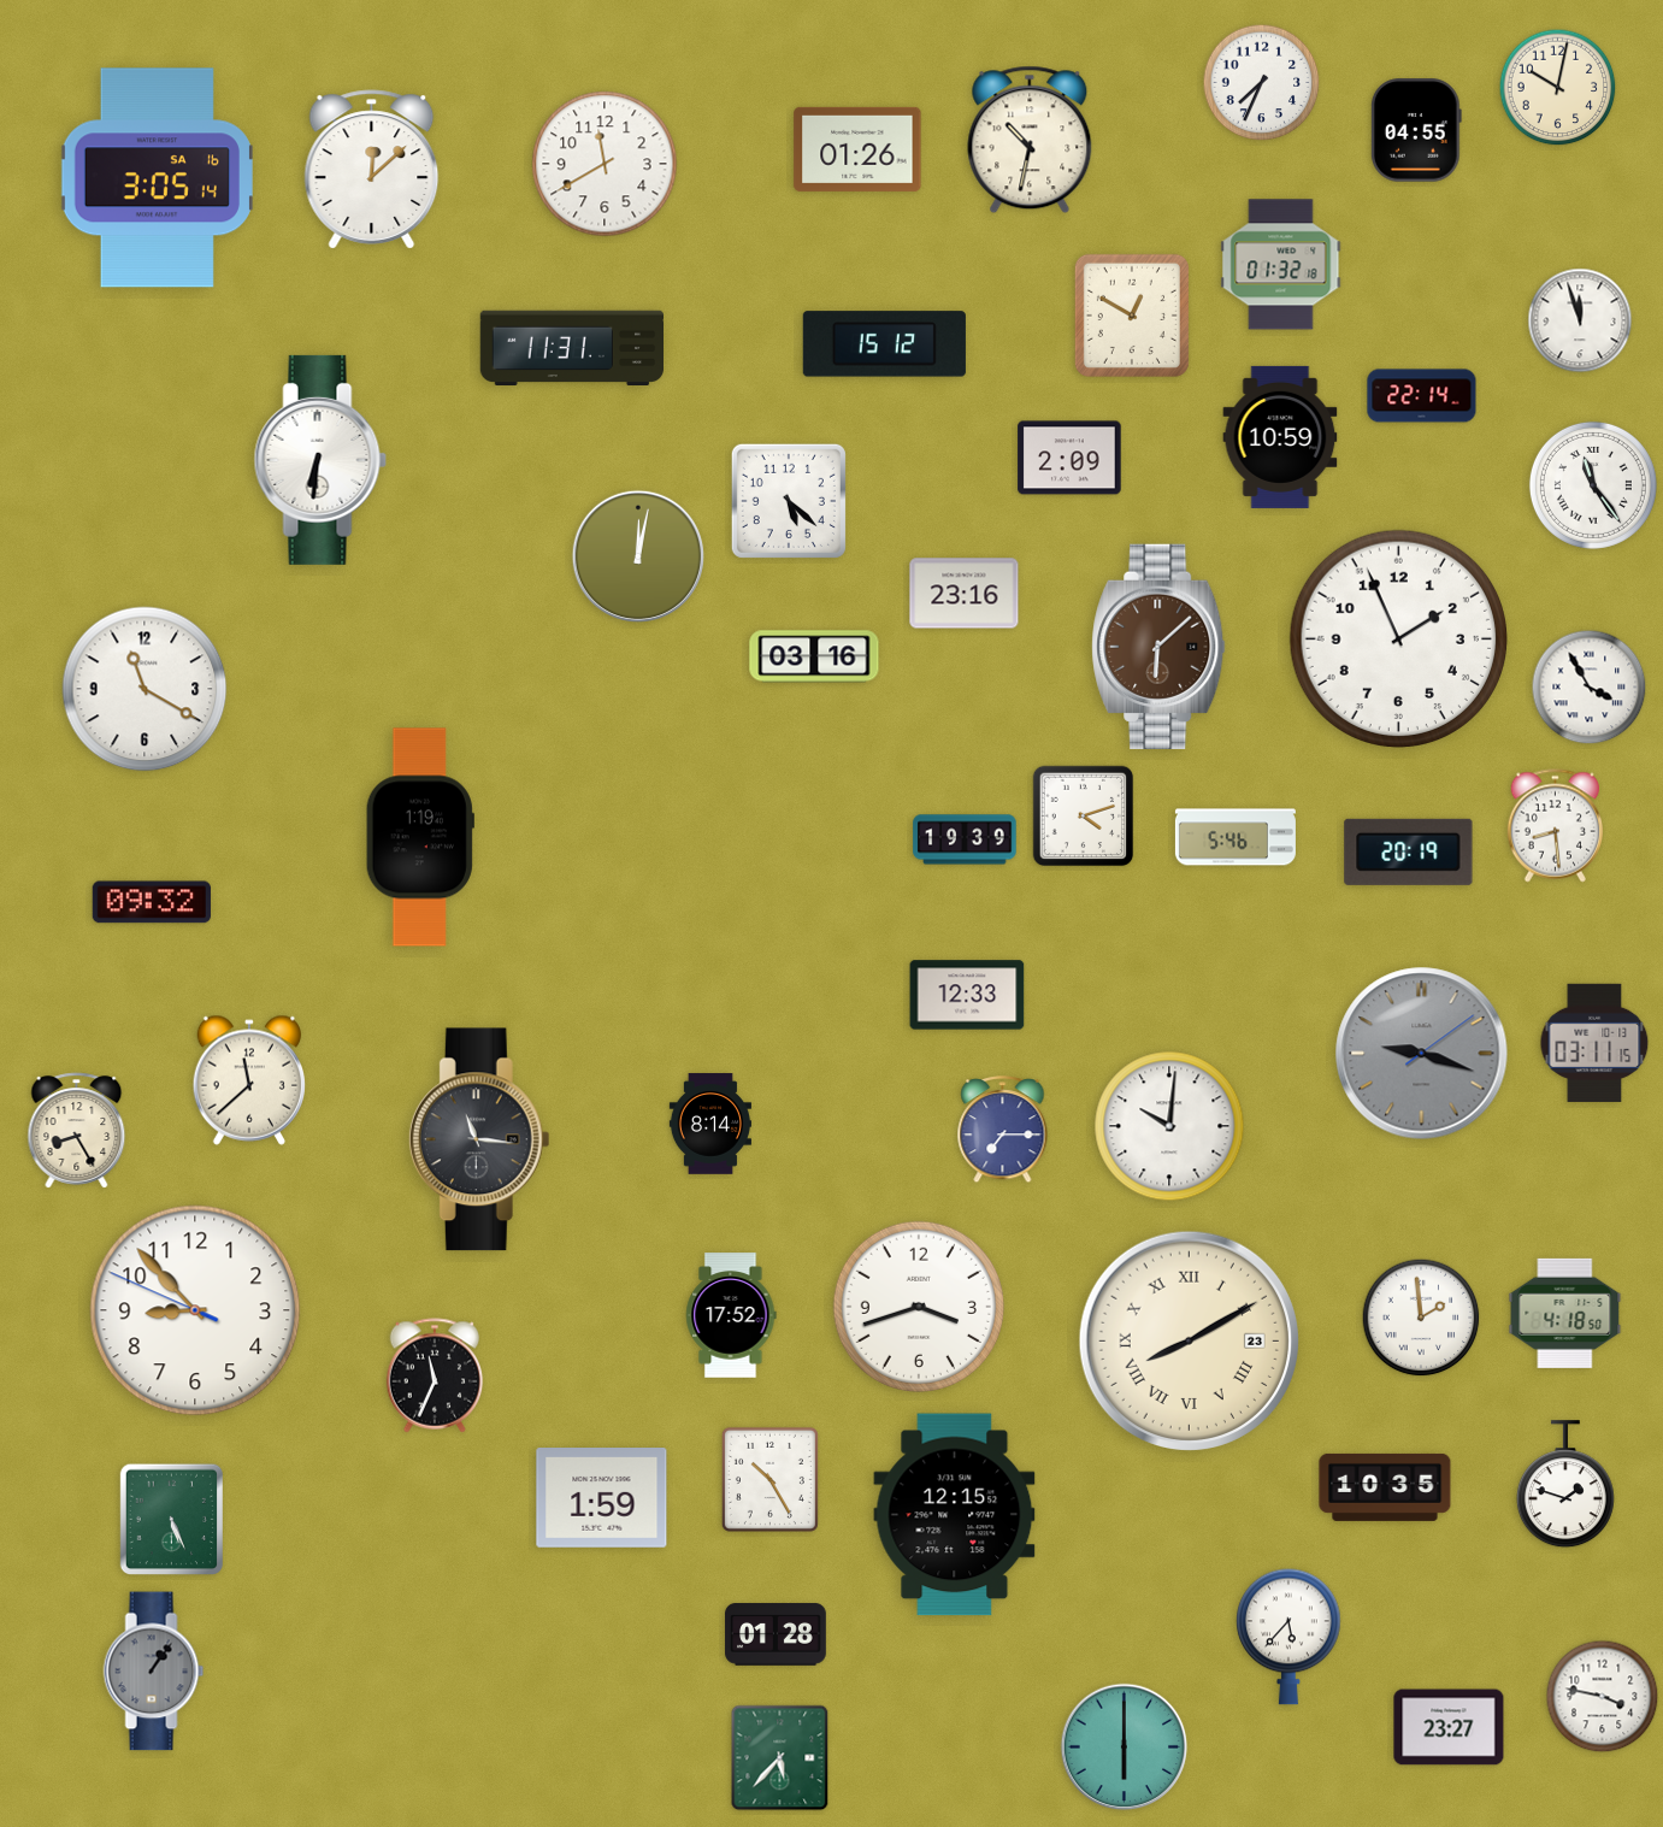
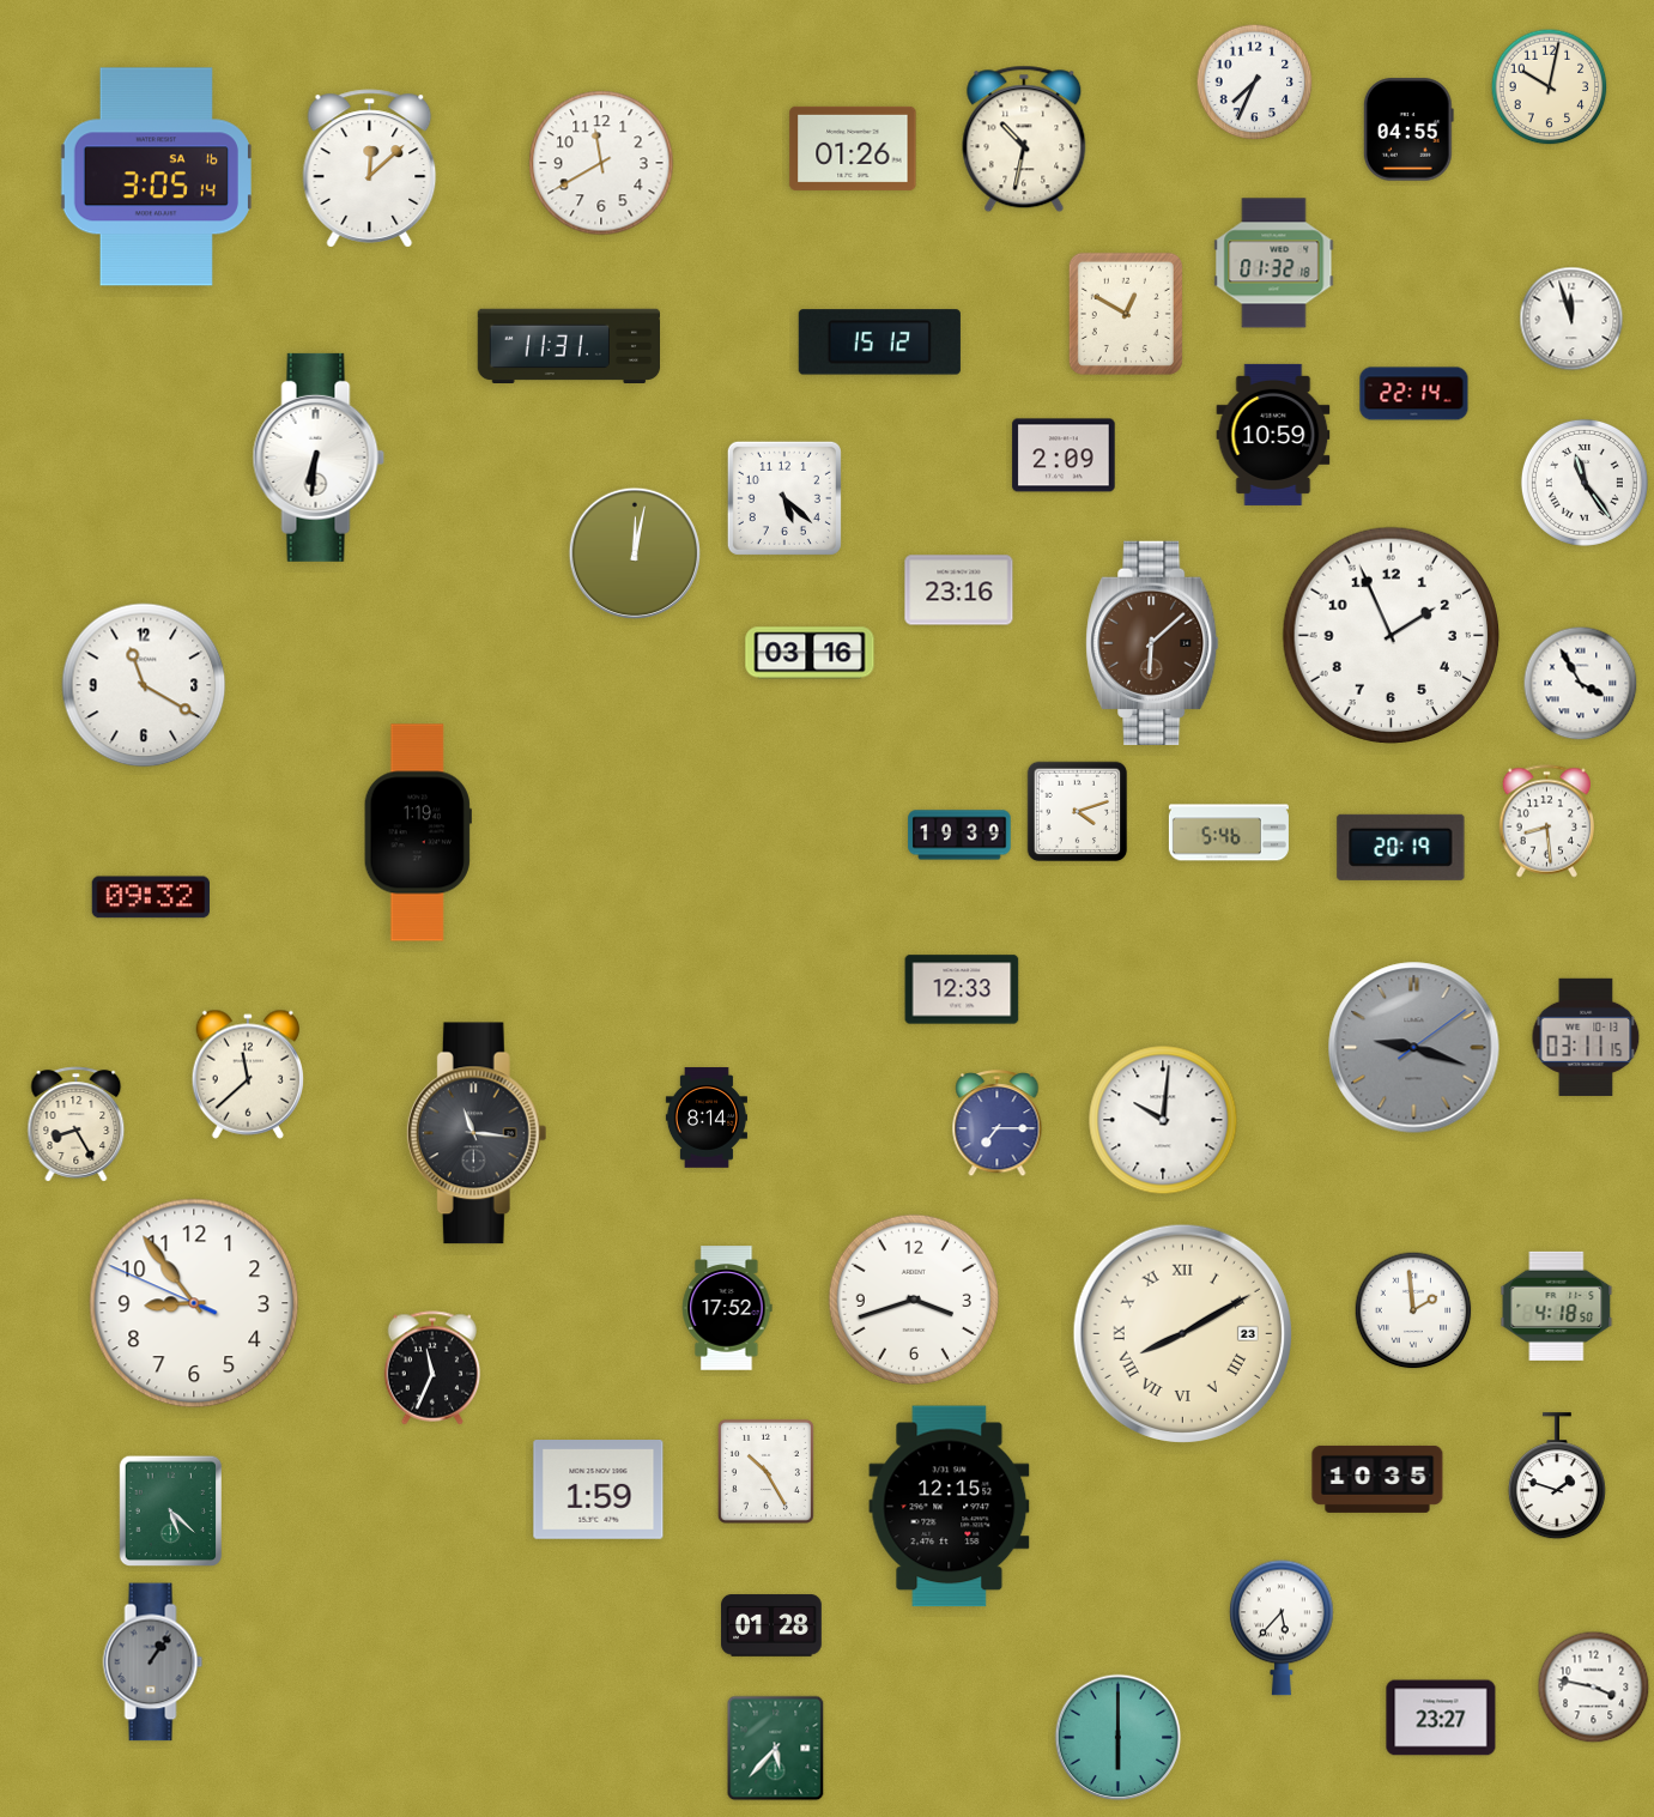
clock at (195, 1310): 8:52 -> 8:53
clock at (171, 1520): 5:26 -> 5:22
